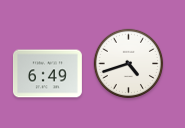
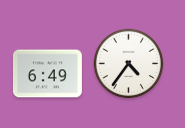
clock at (129, 64): 4:42 -> 4:36
